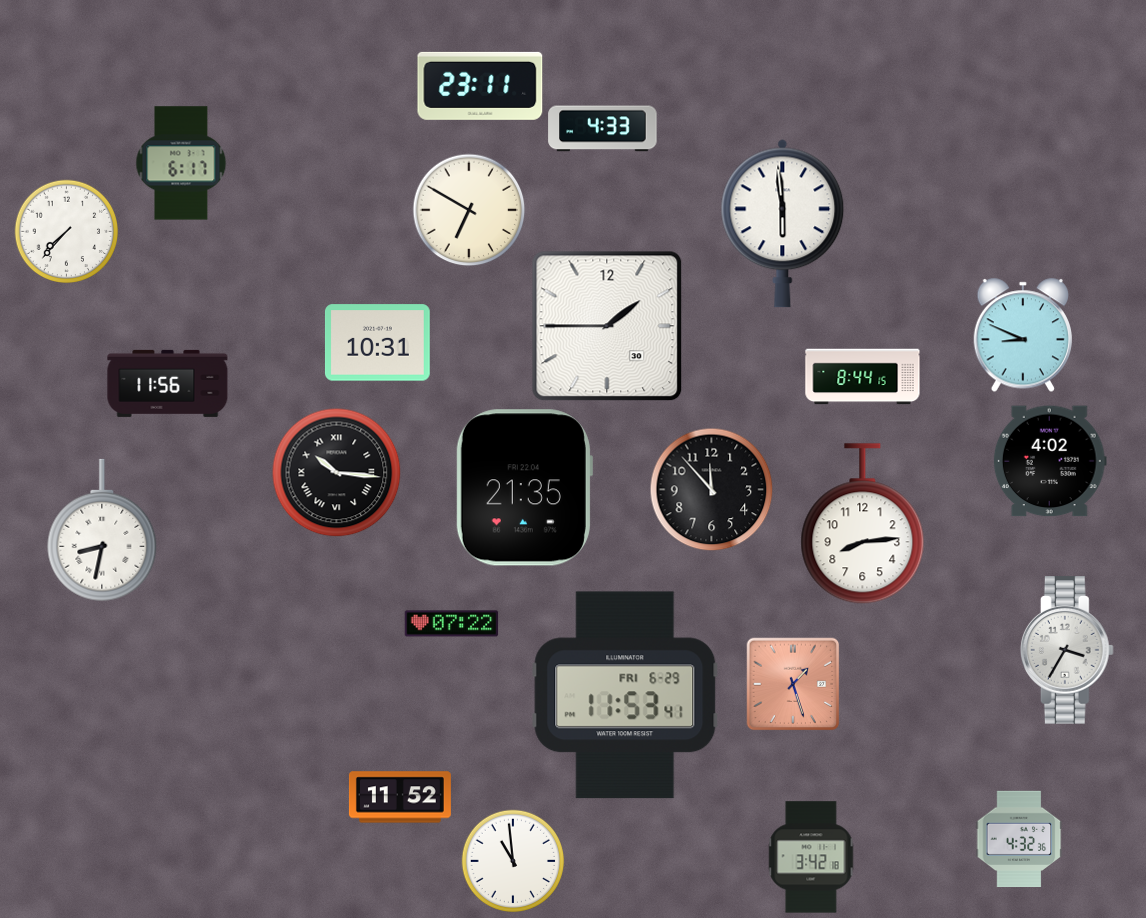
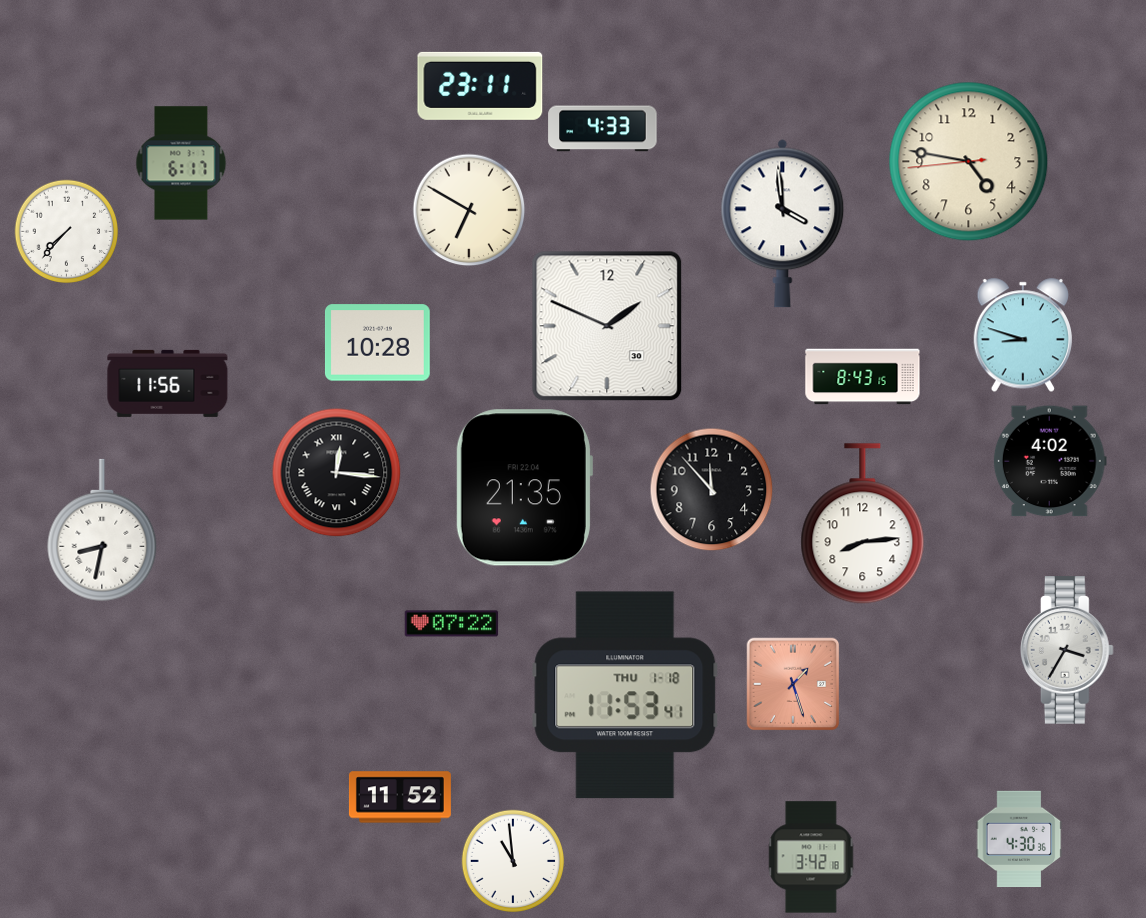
clock at (969, 162): none -> 4:46
clock at (783, 223): 5:59 -> 3:59
clock at (607, 326): 1:45 -> 1:49
clock at (1022, 335): 8:49 -> 8:48
clock at (377, 343): 10:31 -> 10:28
clock at (863, 377): 8:44 -> 8:43
clock at (337, 473): 10:16 -> 12:16
clock at (625, 695) date: FRI 6-29 -> THU 1-18
clock at (1019, 838): 4:32 -> 4:30
